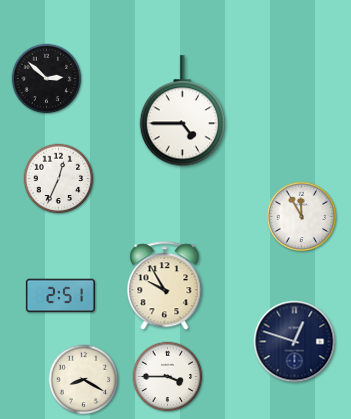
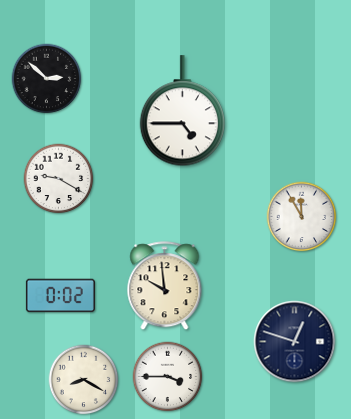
clock at (59, 179): 12:34 -> 9:20
clock at (165, 286): 9:55 -> 9:59
clock at (60, 296): 2:51 -> 0:02
